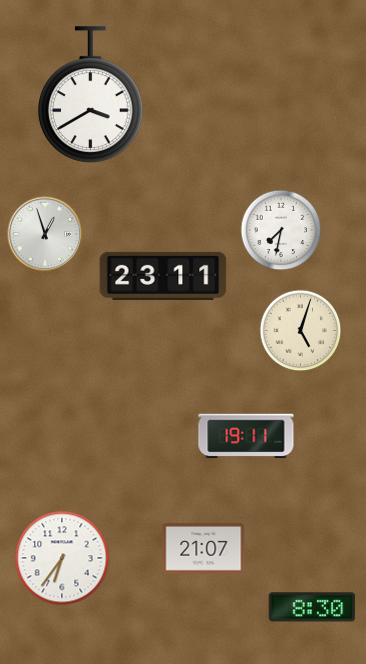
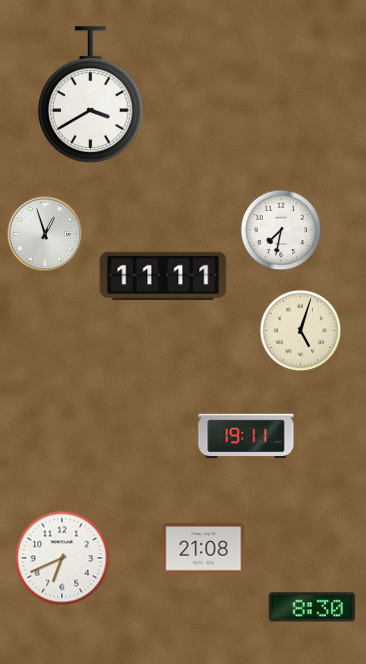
clock at (163, 276): 23:11 -> 11:11
clock at (204, 548): 21:07 -> 21:08
clock at (62, 558): 6:36 -> 6:41
